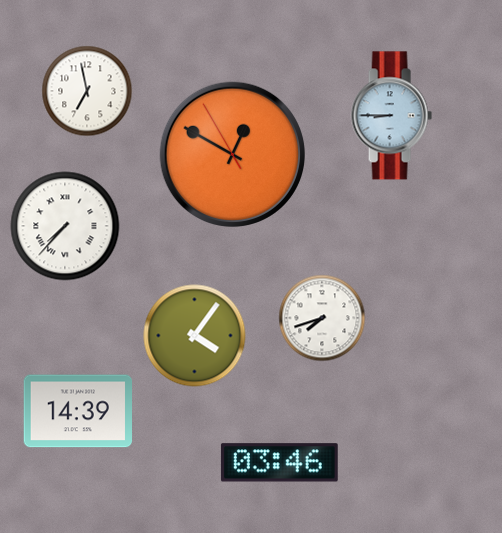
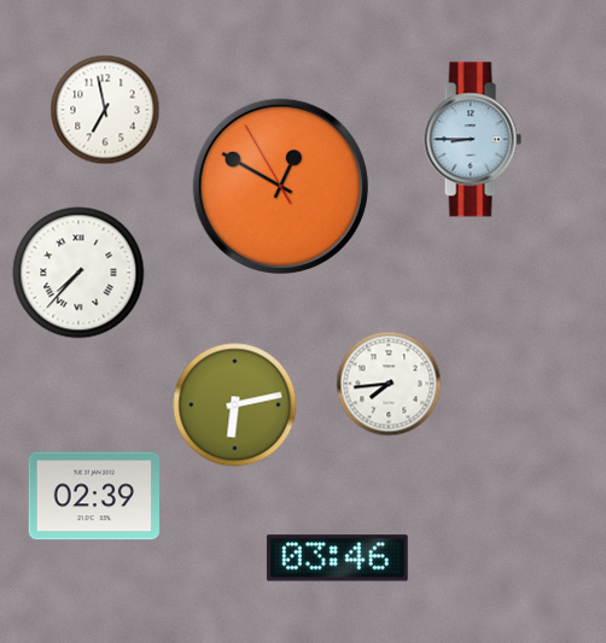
clock at (322, 318): 7:42 -> 7:44
clock at (195, 336): 4:06 -> 6:13
clock at (78, 411): 14:39 -> 02:39
